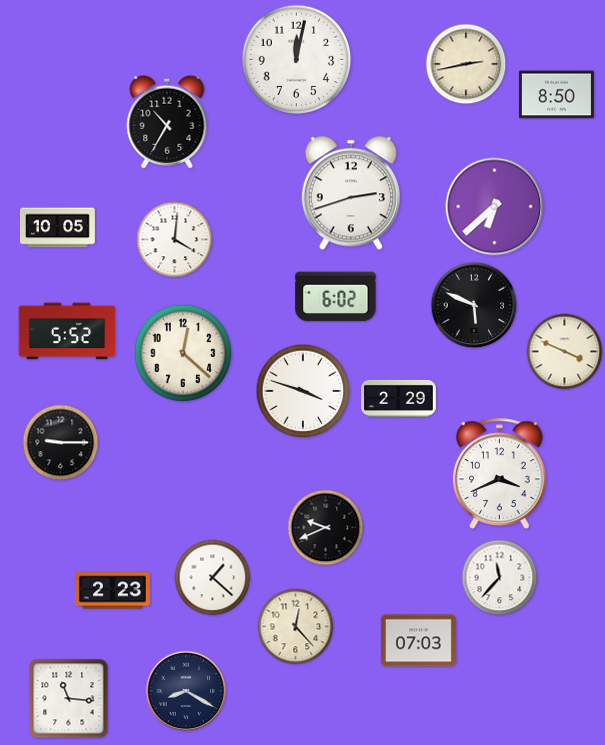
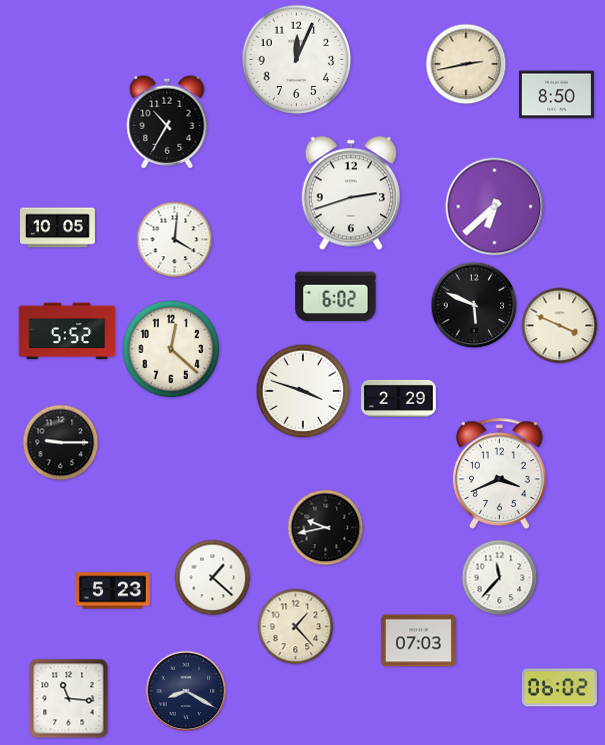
clock at (297, 60): 12:02 -> 12:04
clock at (565, 352) position: (565, 352) -> (560, 326)
clock at (183, 353) position: (183, 353) -> (171, 349)
clock at (326, 528): 9:41 -> 9:43
clock at (113, 591): 2:23 -> 5:23
clock at (296, 627): 12:23 -> 1:23
clock at (559, 688): none -> 06:02
